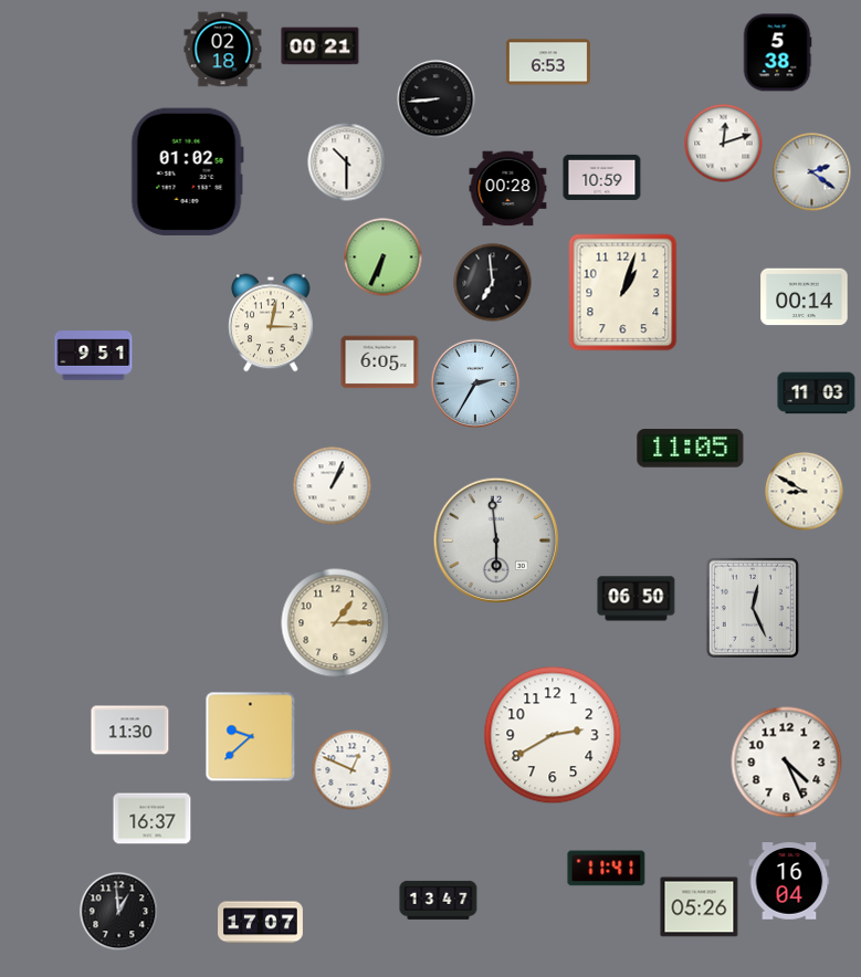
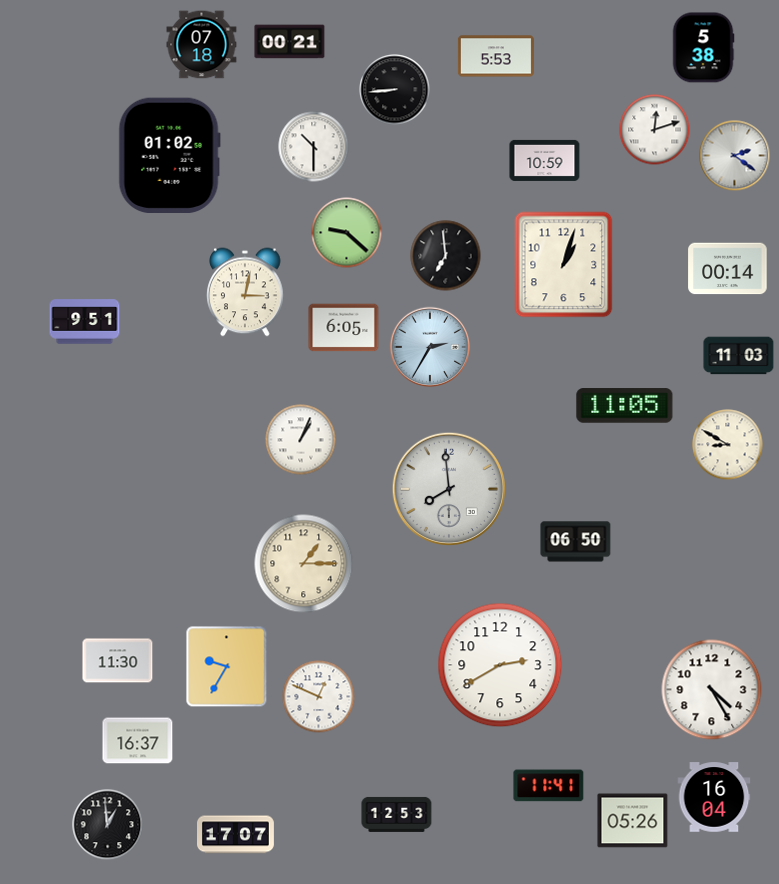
clock at (223, 50): 02:18 -> 07:18
clock at (548, 62): 6:53 -> 5:53
clock at (508, 189): 00:28 -> none
clock at (384, 258): 6:34 -> 9:22
clock at (495, 539): 5:59 -> 7:59
clock at (753, 608): 12:26 -> none
clock at (251, 737): 9:38 -> 9:35
clock at (787, 763): 4:26 -> 4:25
clock at (439, 900): 13:47 -> 12:53
